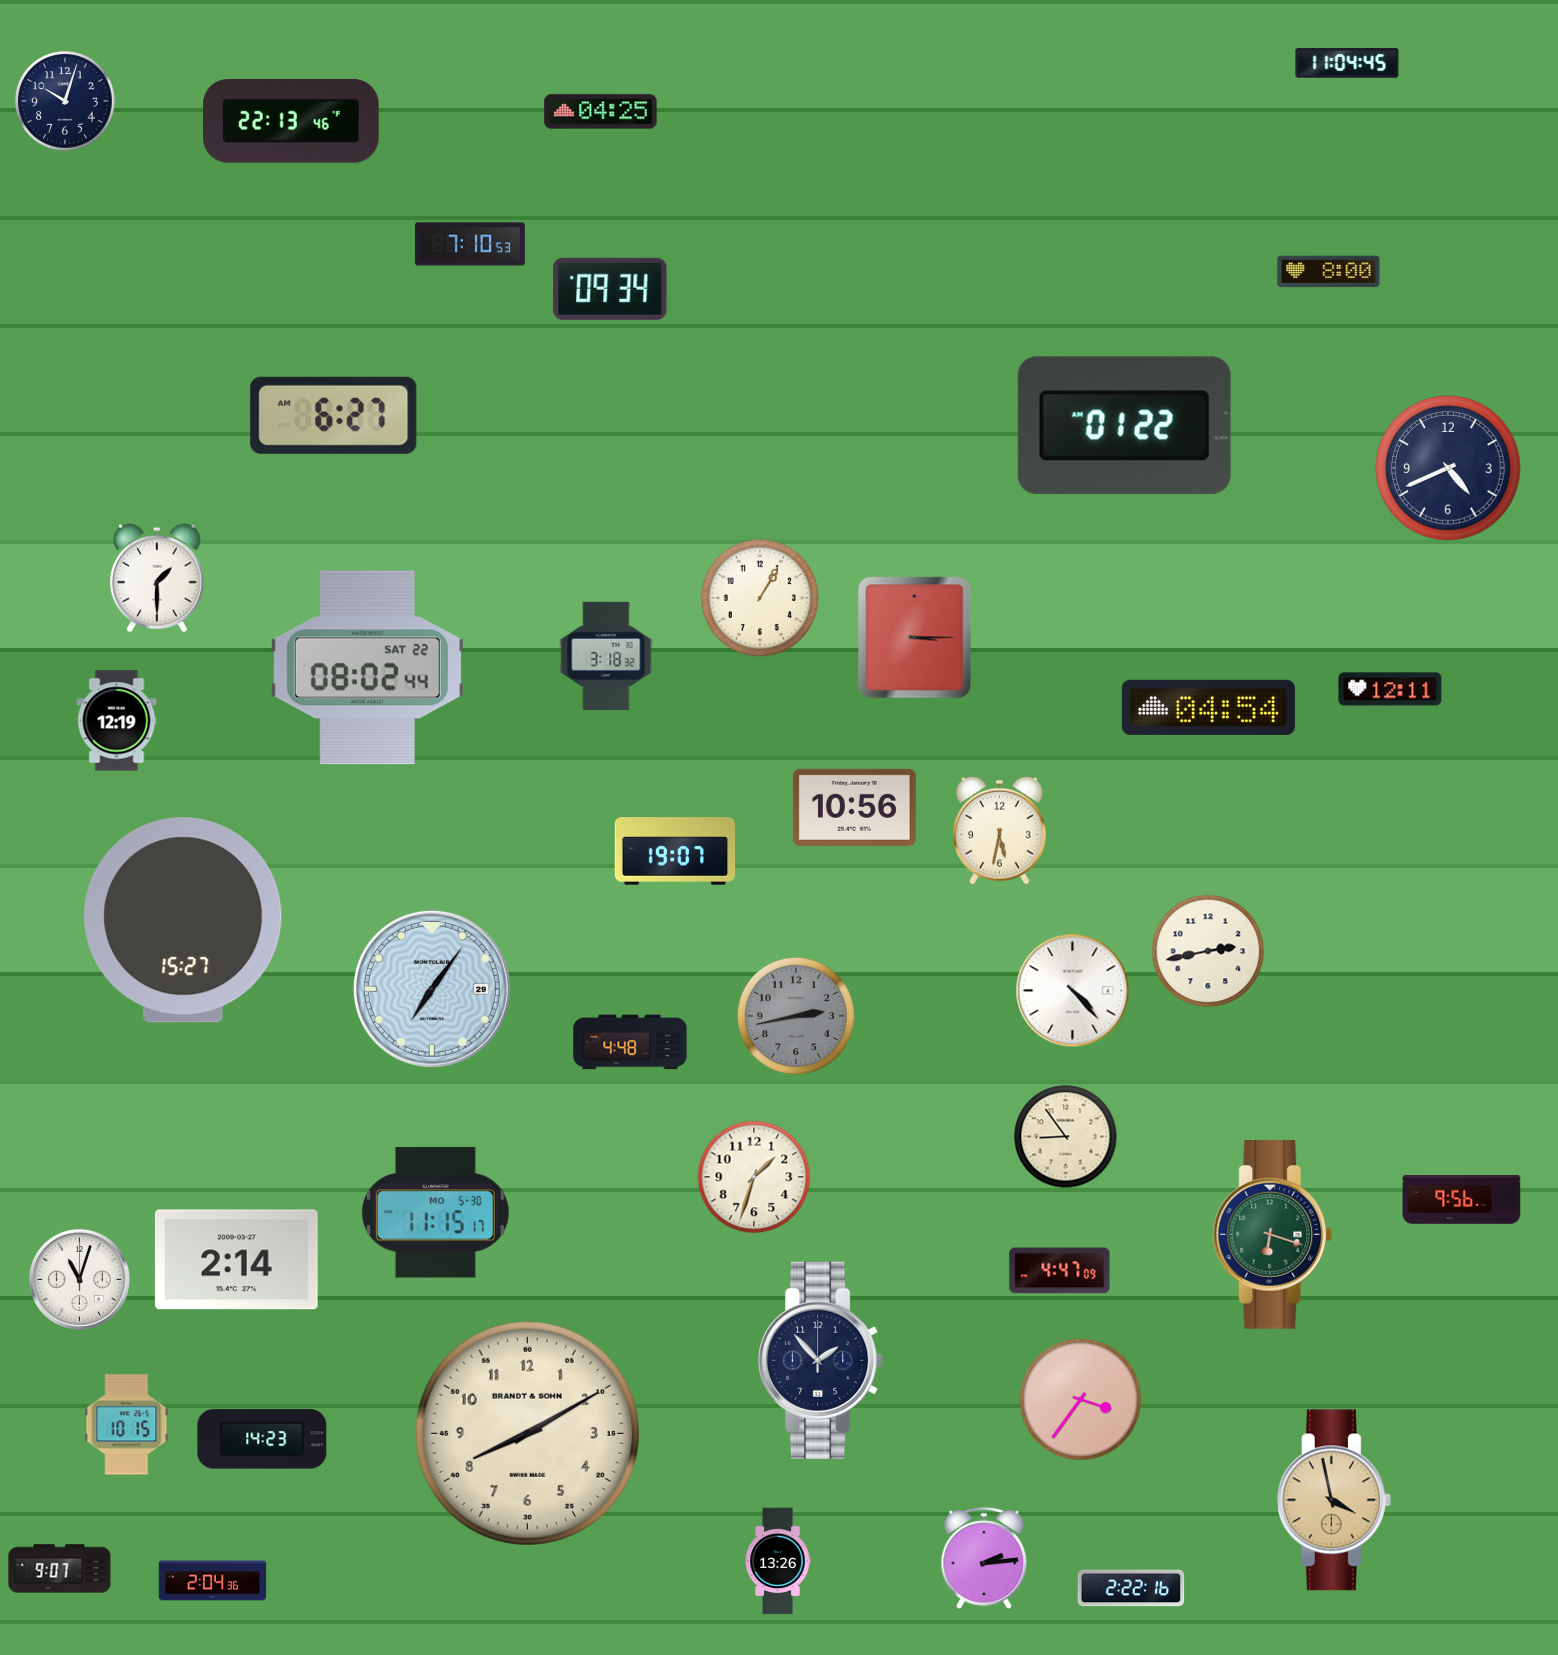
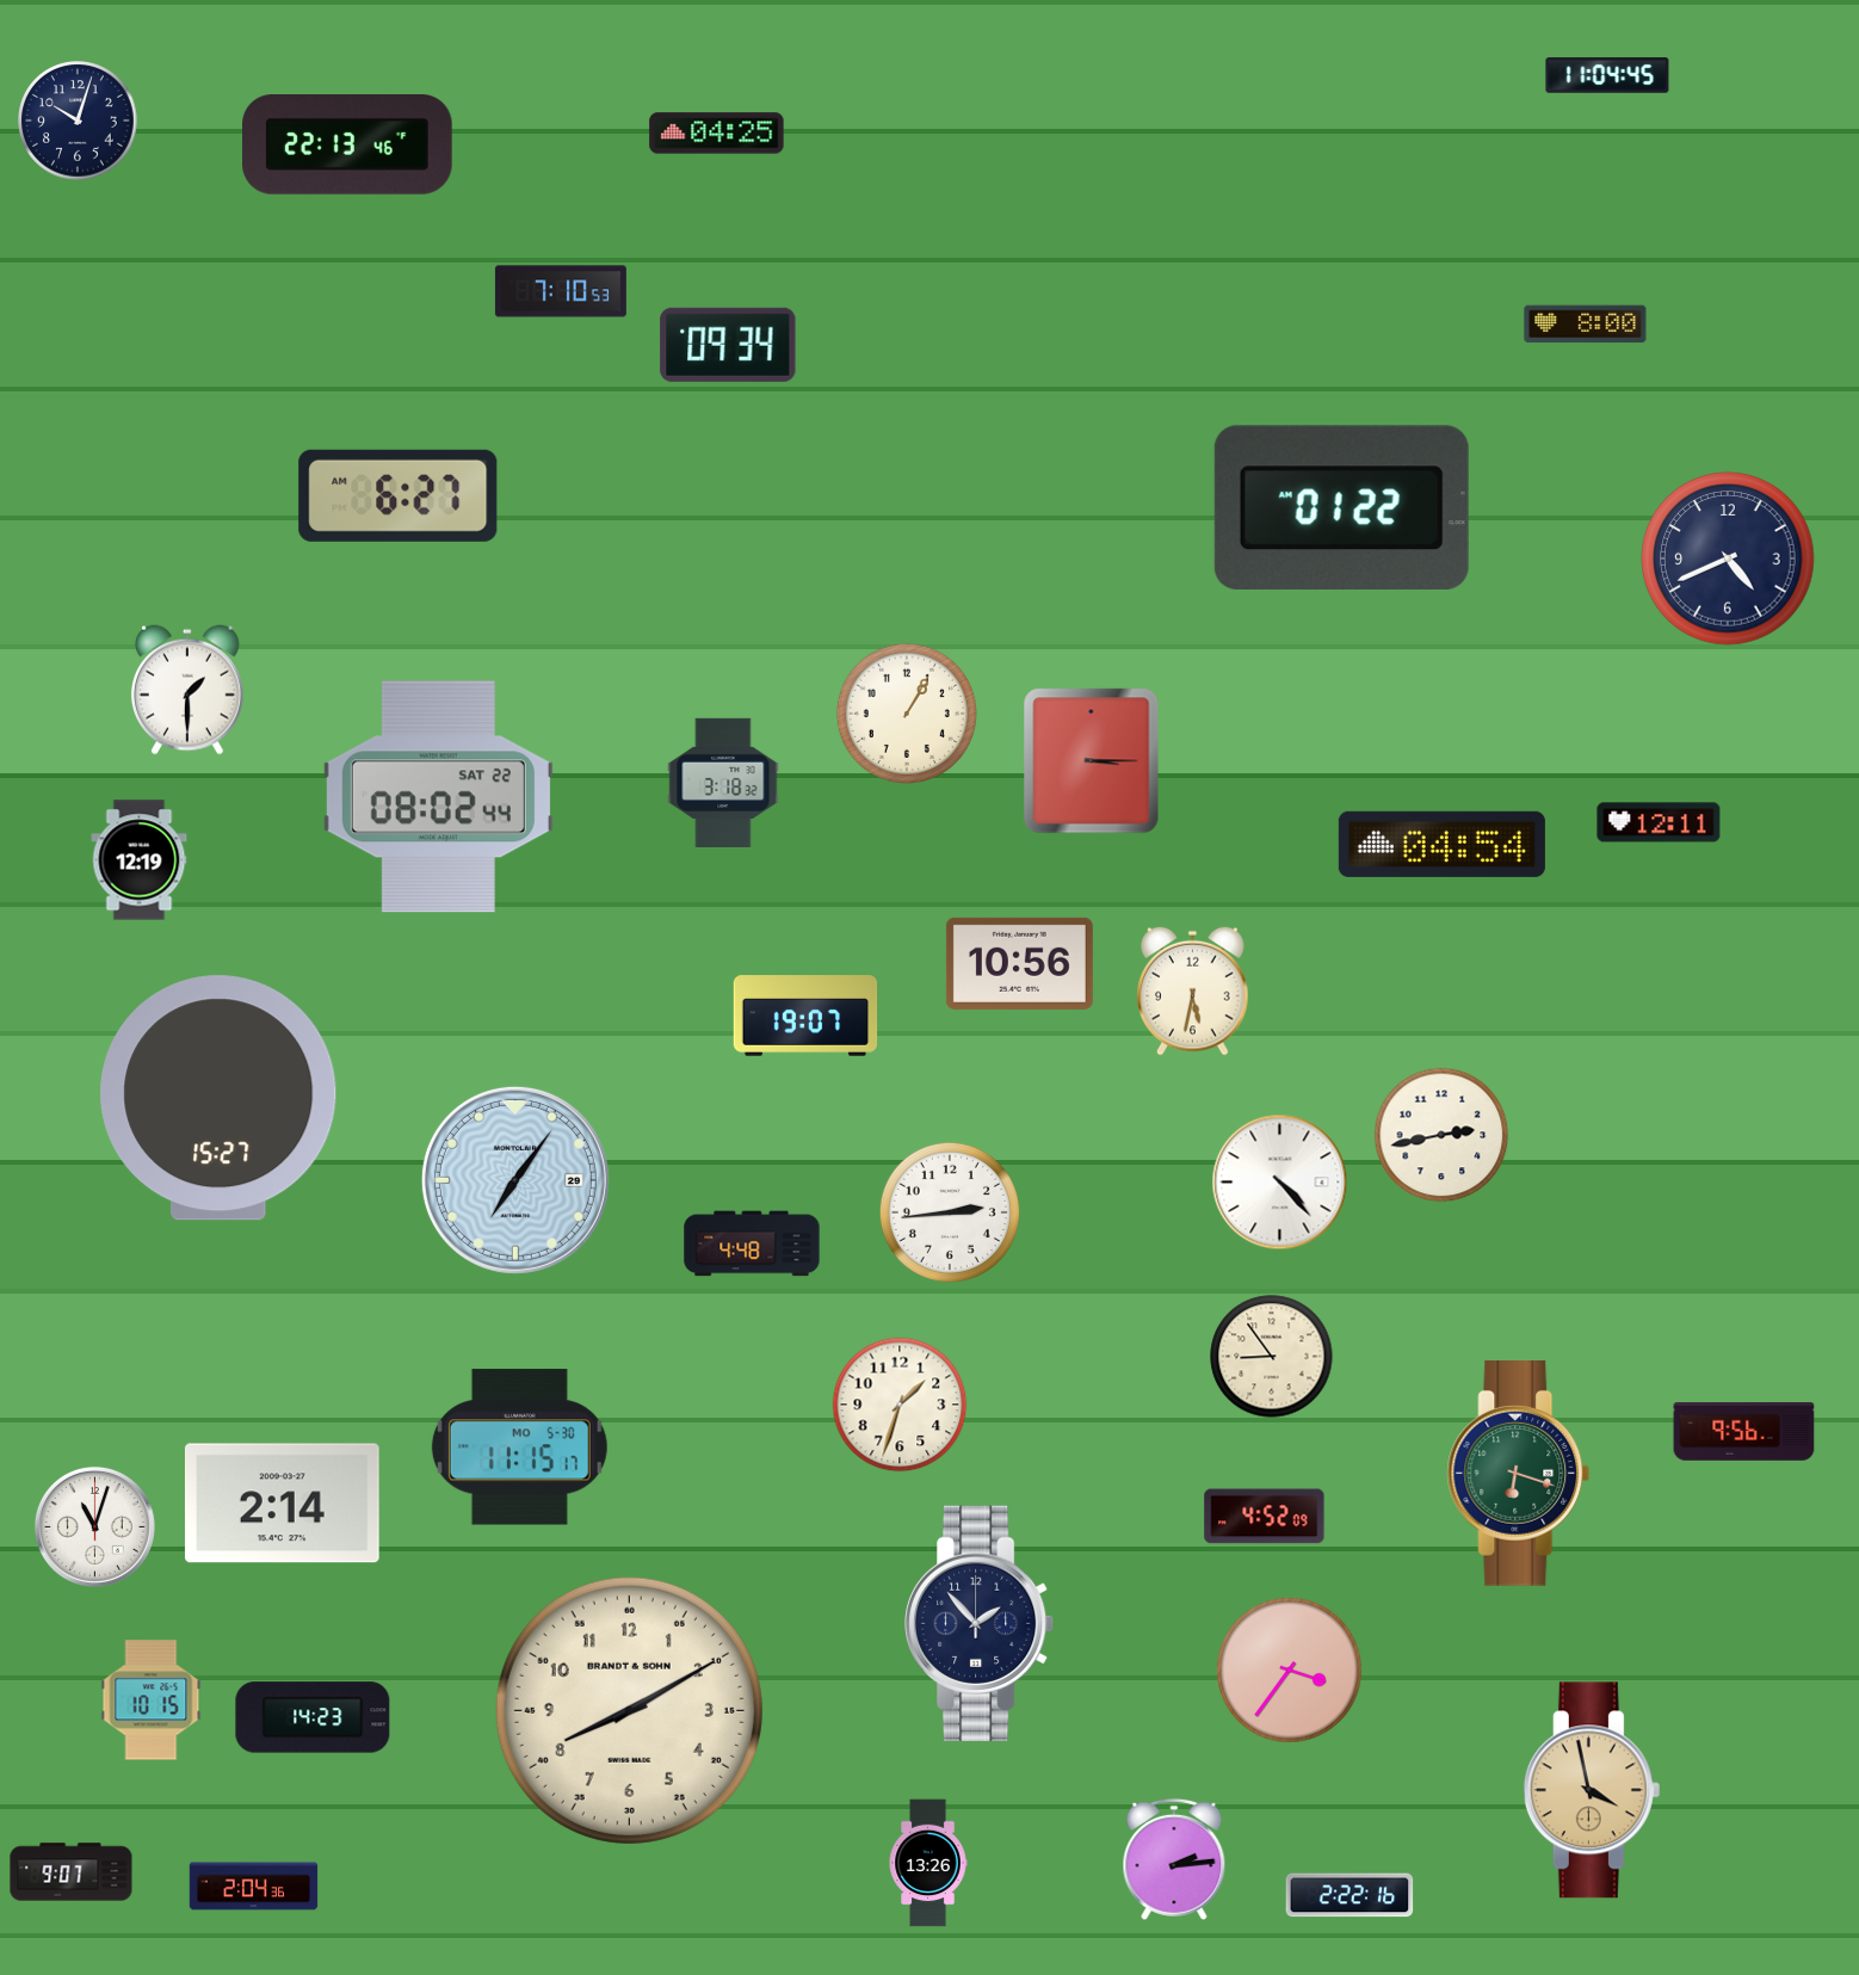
clock at (796, 1016): 2:43 -> 2:44
clock at (796, 1016) dial: grey -> white
clock at (1060, 1271): 4:47 -> 4:52
